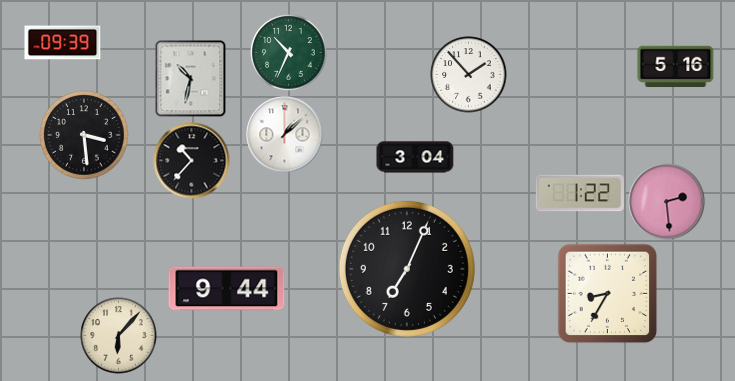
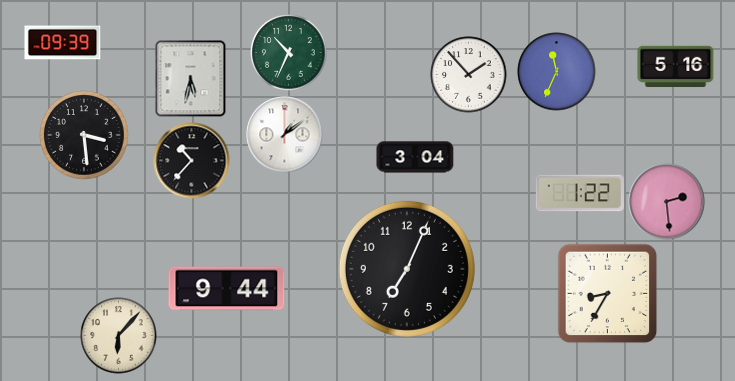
clock at (557, 72): none -> 11:34
clock at (191, 79): 10:32 -> 5:32
clock at (285, 135): 1:08 -> 1:09
